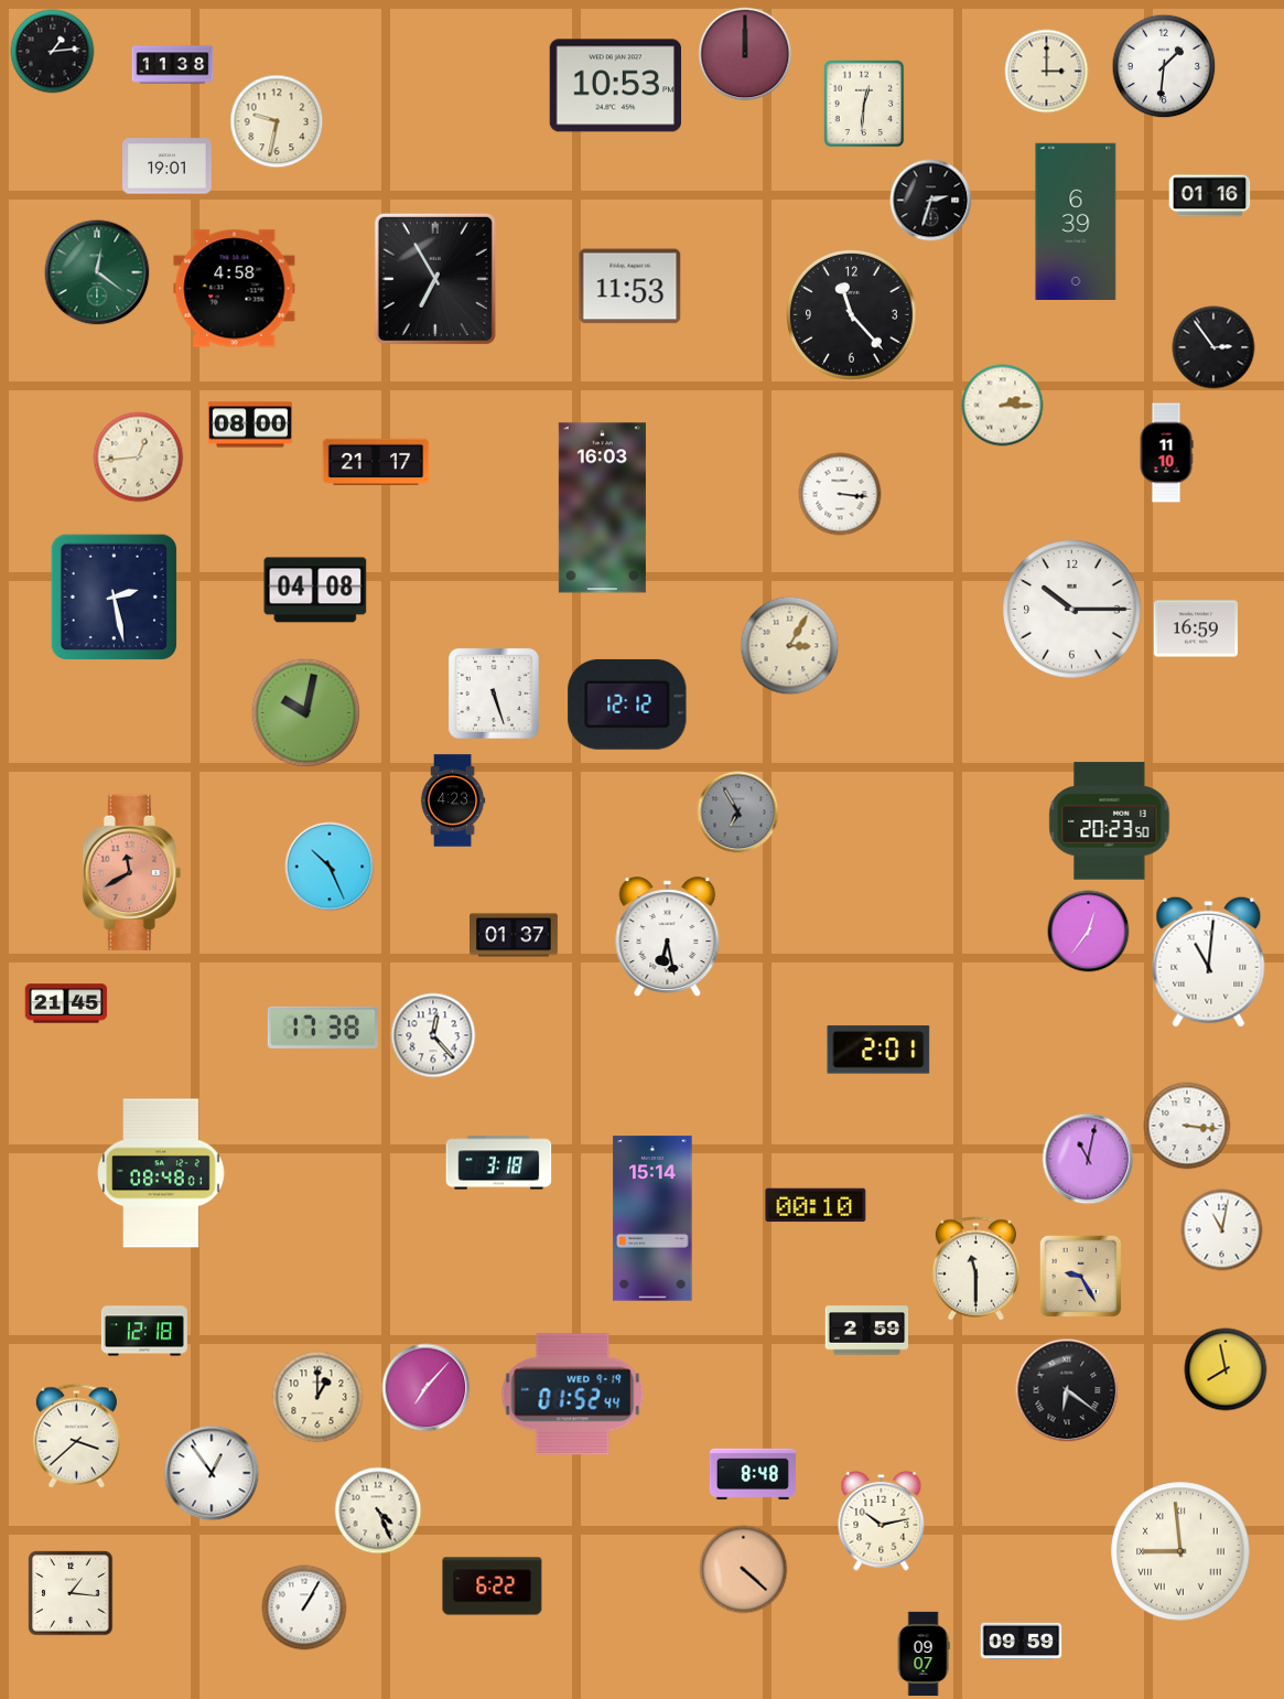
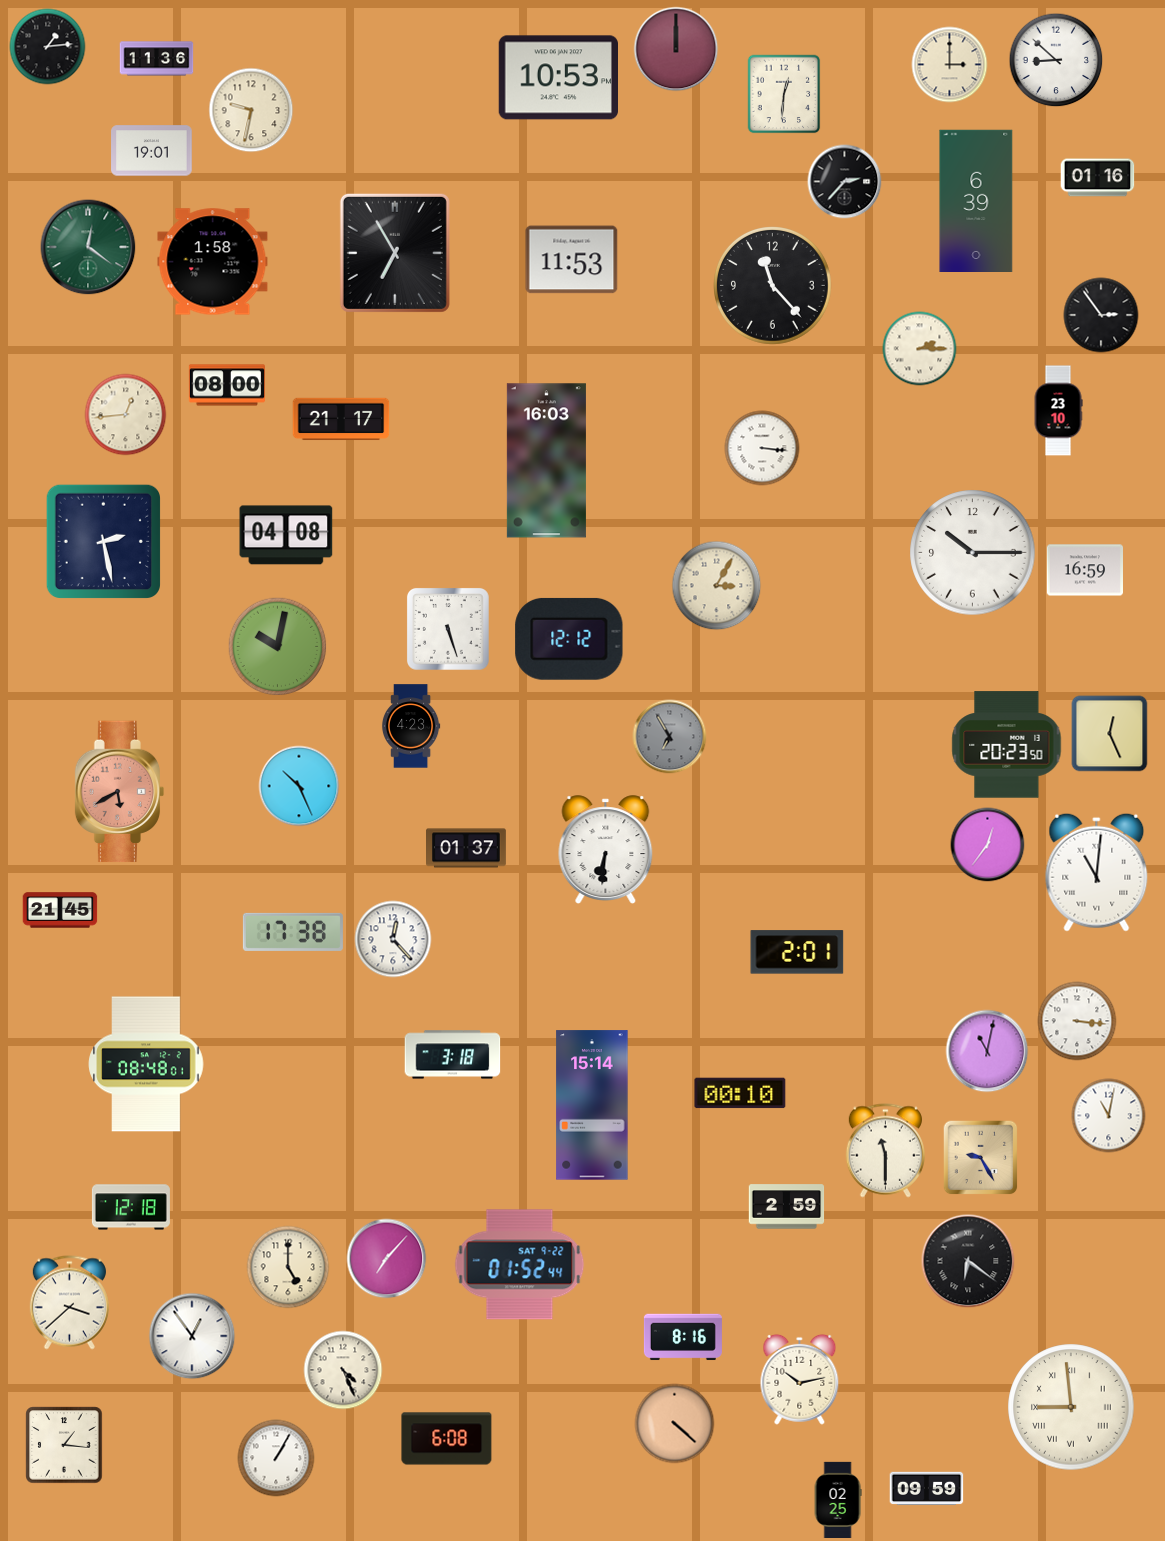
clock at (173, 65): 11:38 -> 11:36
clock at (1164, 66): 1:31 -> 8:52
clock at (931, 201): 2:33 -> 2:37
clock at (235, 289): 4:58 -> 1:58
clock at (1003, 406) position: (1003, 406) -> (920, 349)
clock at (1166, 453): 11:10 -> 23:10
clock at (1110, 734): none -> 12:26
clock at (132, 873): 11:40 -> 5:40
clock at (668, 937): 6:28 -> 6:31
clock at (1226, 1369): 7:58 -> none
clock at (573, 1395) date: WED 9-19 -> SAT 9-22
clock at (317, 1397): 1:00 -> 5:00
clock at (753, 1474): 8:48 -> 8:16
clock at (493, 1587): 6:22 -> 6:08
clock at (924, 1653): 09:07 -> 02:25
